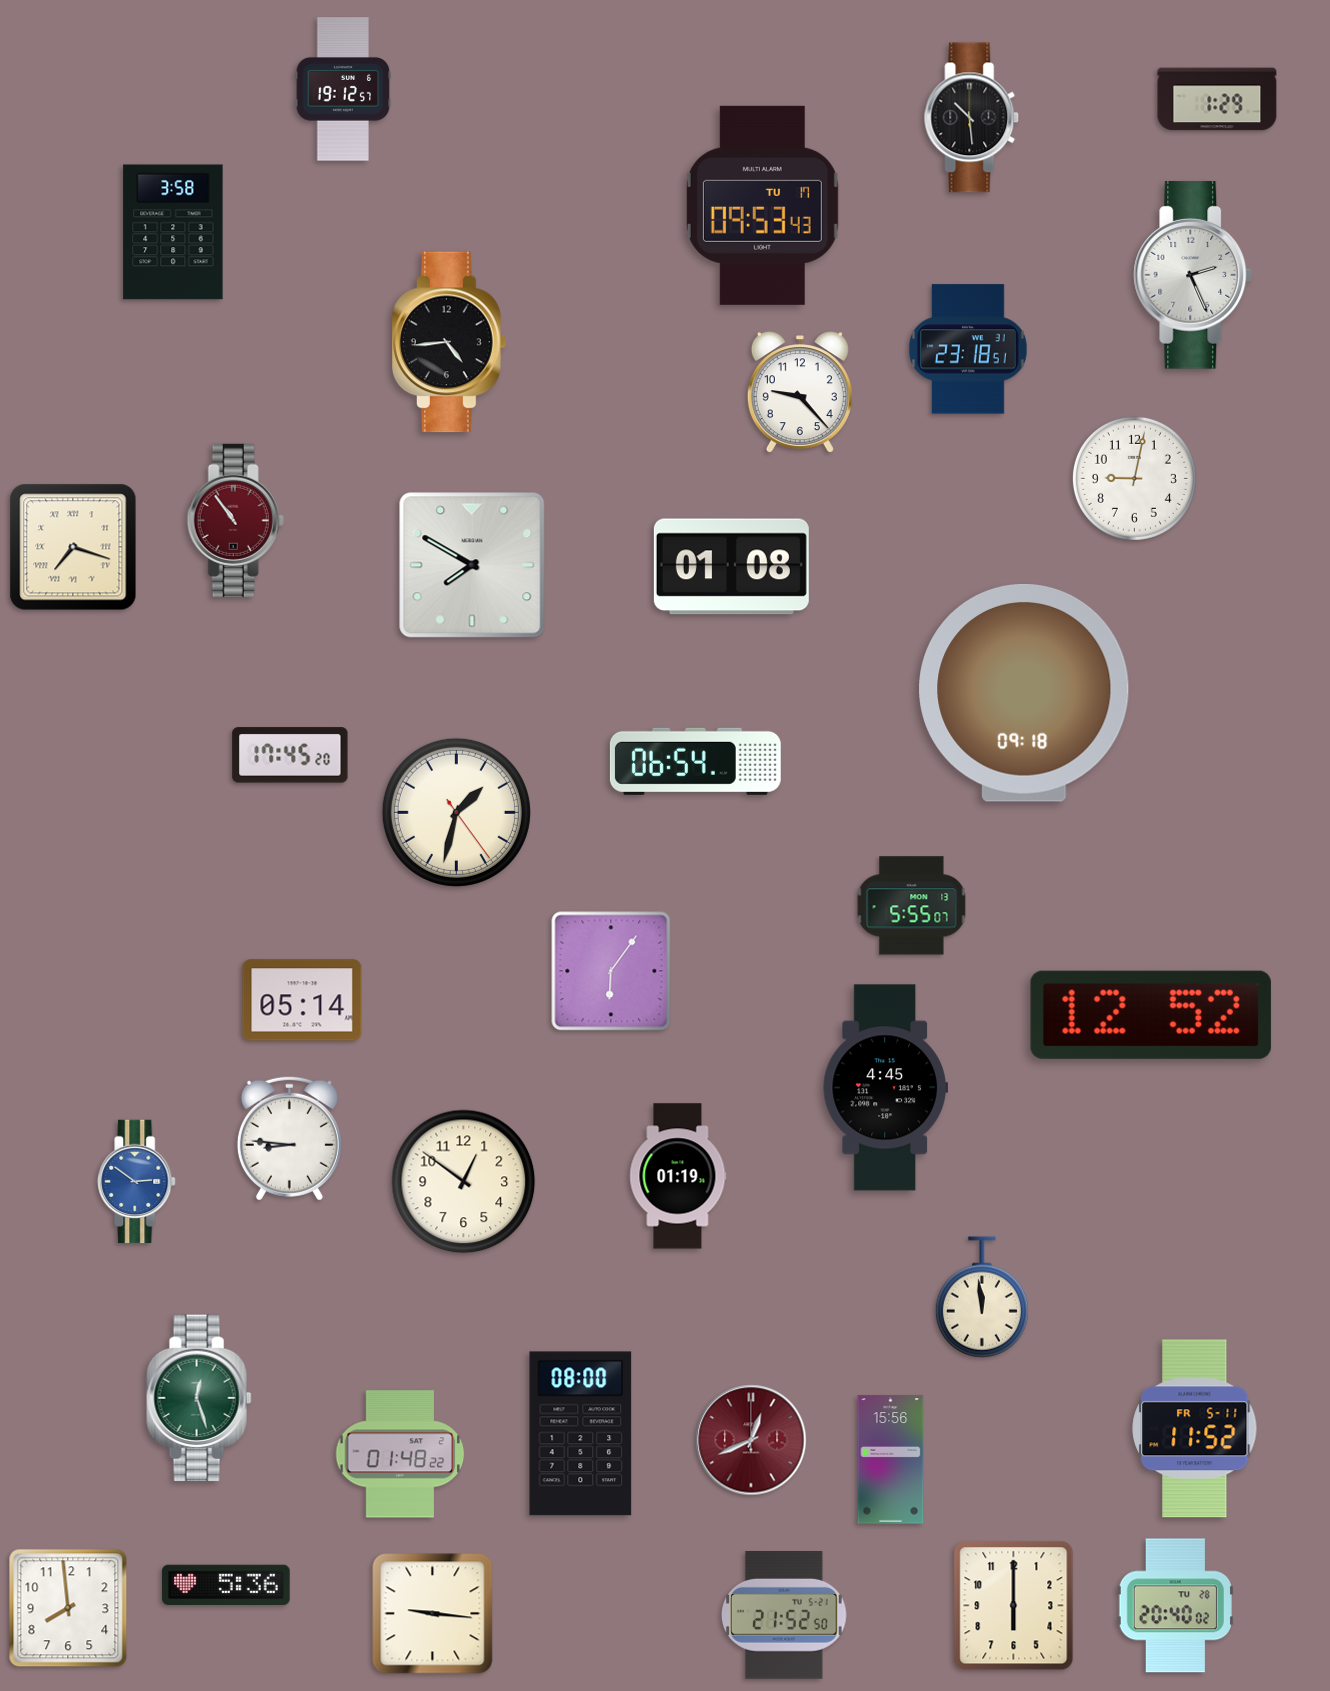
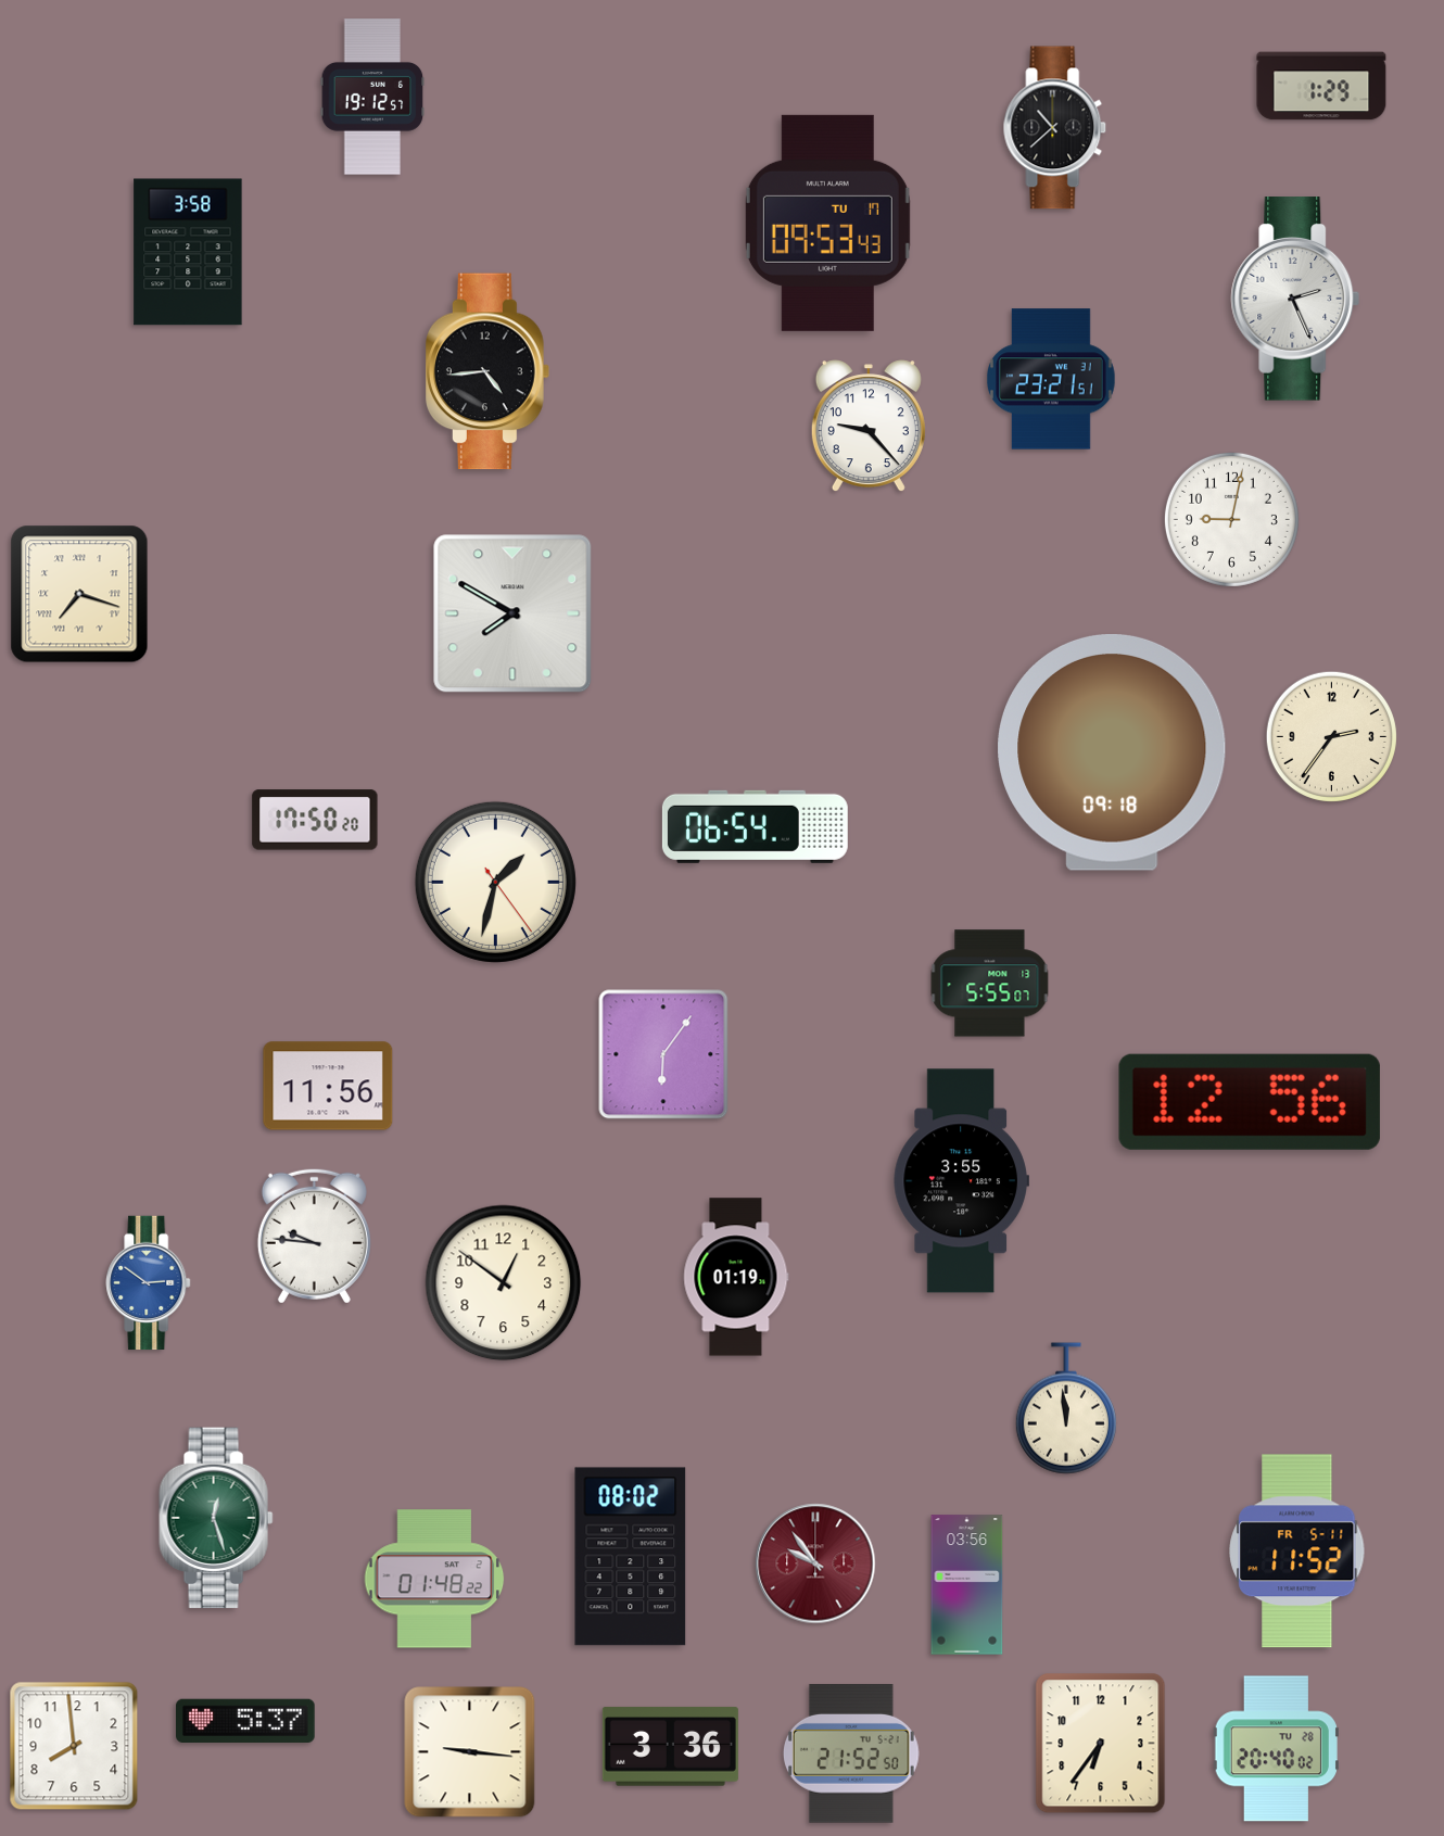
clock at (1217, 99) position: (1217, 99) -> (1321, 86)
clock at (972, 118): 10:29 -> 10:38
clock at (968, 349): 23:18 -> 23:21
clock at (235, 520): 10:54 -> none
clock at (731, 567): 01:08 -> none
clock at (1331, 736): none -> 2:36
clock at (290, 755): 17:45 -> 17:50
clock at (302, 1000): 05:14 -> 11:56
clock at (1151, 1015): 12:52 -> 12:56
clock at (885, 1088): 4:45 -> 3:55
clock at (289, 1138): 8:46 -> 9:46
clock at (581, 1434): 08:00 -> 08:02
clock at (751, 1440): 12:41 -> 9:54
clock at (891, 1460): 15:56 -> 03:56
clock at (226, 1585): 5:36 -> 5:37
clock at (1014, 1606): 6:00 -> 6:36
clock at (1175, 1606) position: (1175, 1606) -> (1276, 1749)
clock at (670, 1747): none -> 3:36
